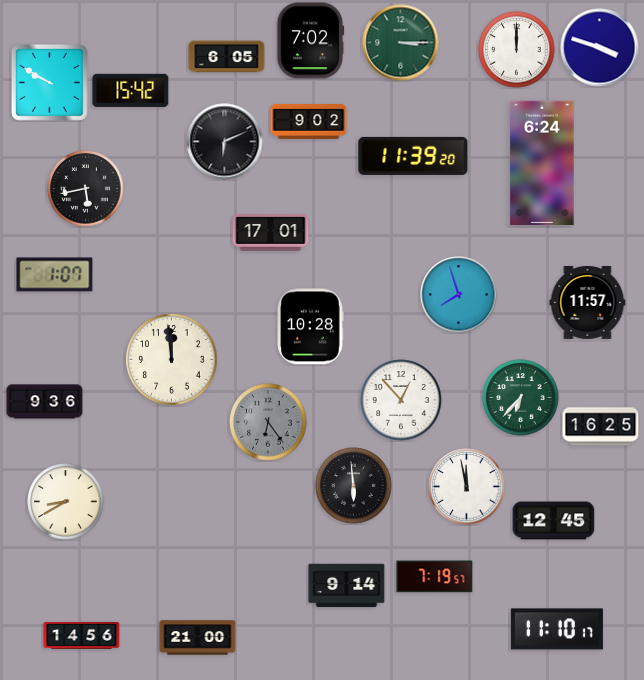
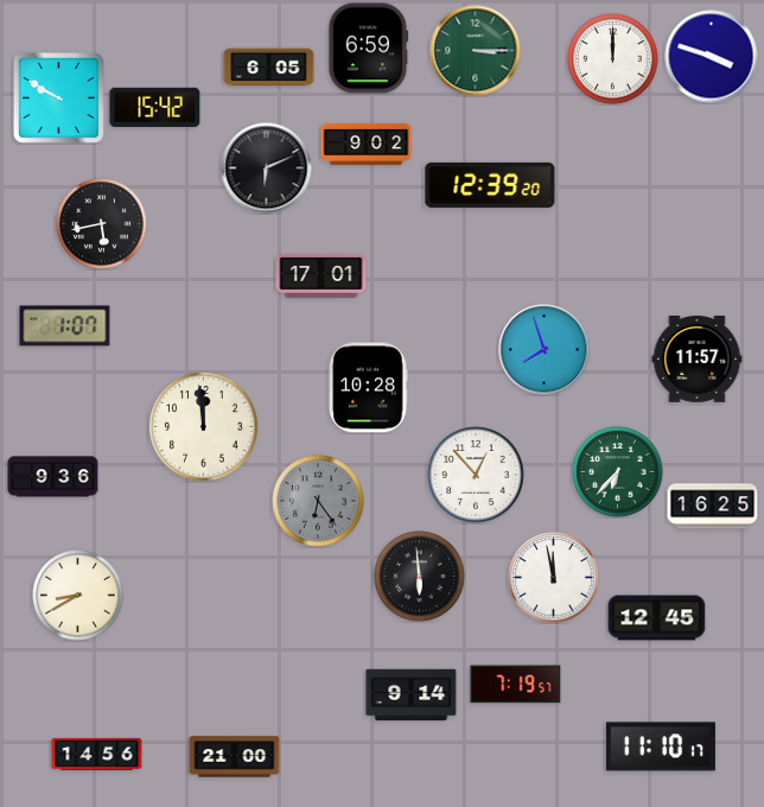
clock at (310, 41): 7:02 -> 6:59
clock at (413, 156): 11:39 -> 12:39
clock at (542, 163): 6:24 -> none
